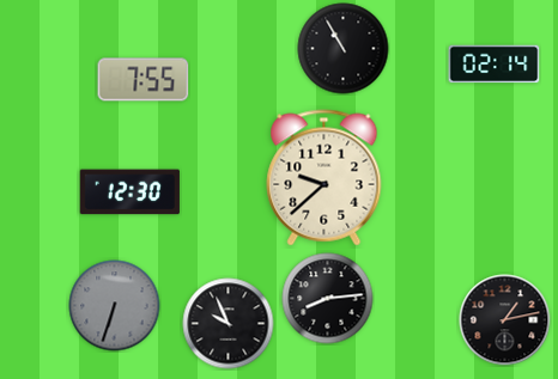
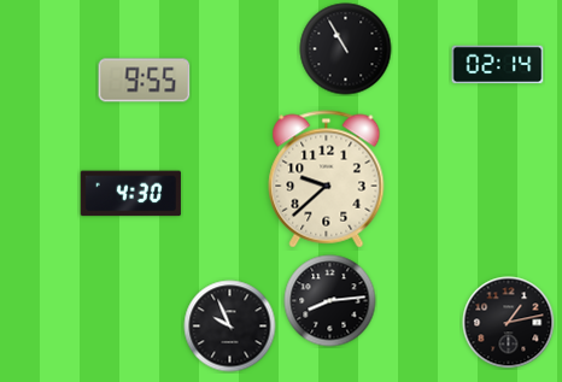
clock at (144, 80): 7:55 -> 9:55
clock at (129, 192): 12:30 -> 4:30
clock at (115, 306): 6:33 -> none
